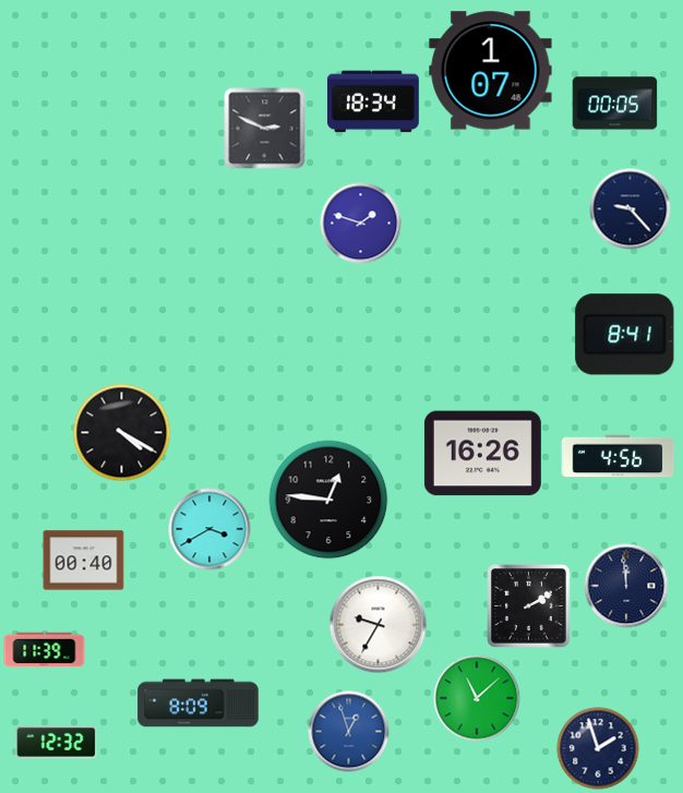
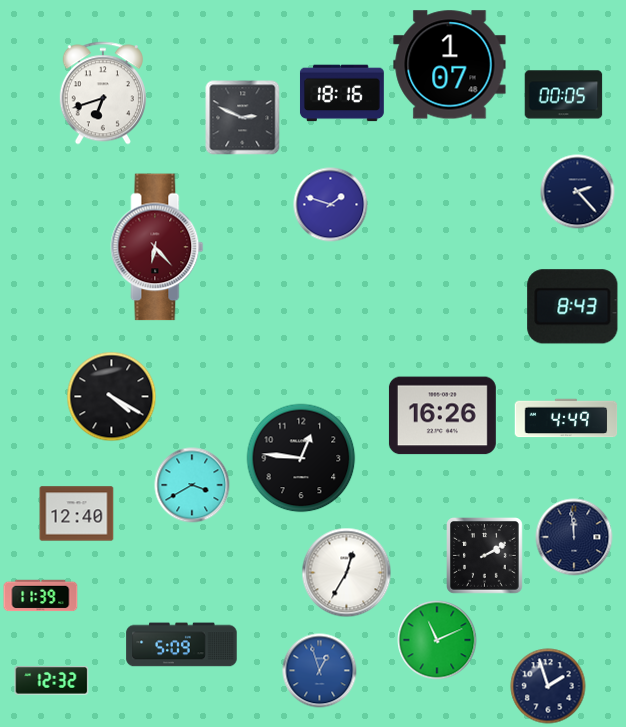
clock at (103, 93): none -> 6:42
clock at (373, 101): 18:34 -> 18:16
clock at (631, 209): 9:23 -> 2:23
clock at (157, 247): none -> 6:23
clock at (625, 335): 8:41 -> 8:43
clock at (618, 456): 4:56 -> 4:49
clock at (84, 561): 00:40 -> 12:40
clock at (379, 625): 9:35 -> 12:35
clock at (477, 698): 11:08 -> 11:11
clock at (199, 704): 8:09 -> 5:09
